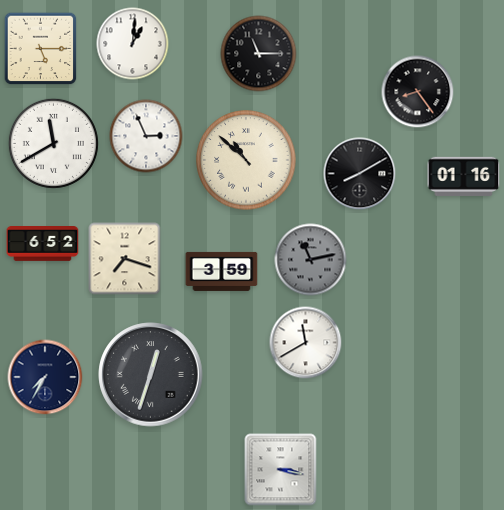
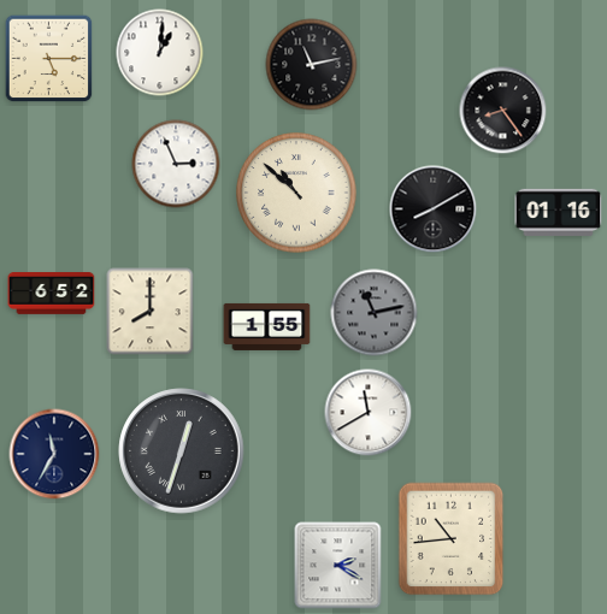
clock at (259, 54): 11:15 -> 11:13
clock at (53, 143): 11:40 -> none
clock at (125, 259): 7:18 -> 8:00
clock at (222, 271): 3:59 -> 1:55
clock at (45, 377): 7:35 -> 11:35
clock at (452, 539): none -> 10:44
clock at (281, 470): 3:17 -> 2:20
